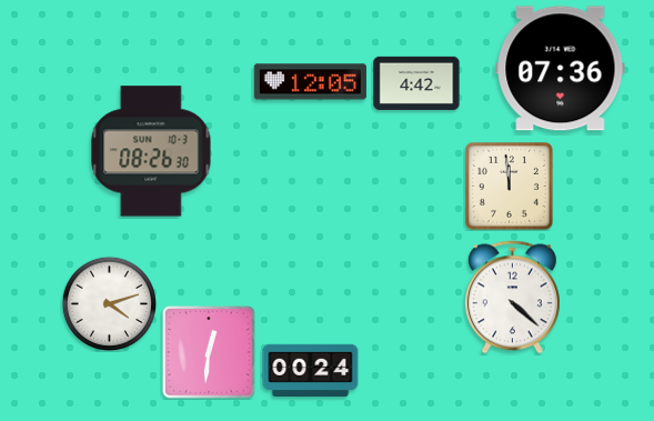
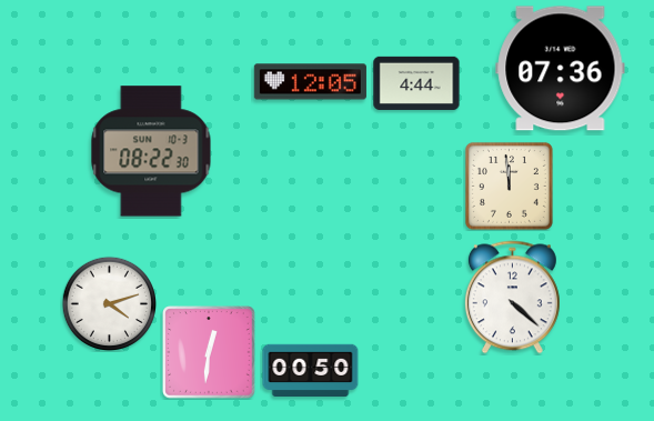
clock at (416, 83): 4:42 -> 4:44
clock at (151, 151): 08:26 -> 08:22
clock at (311, 371): 00:24 -> 00:50
